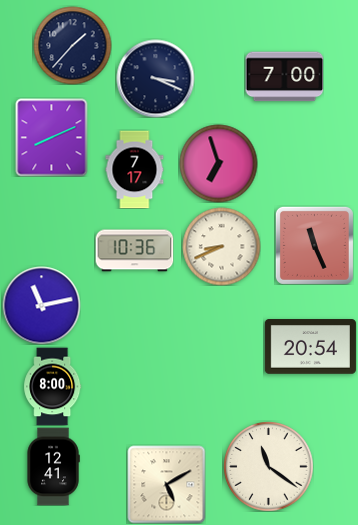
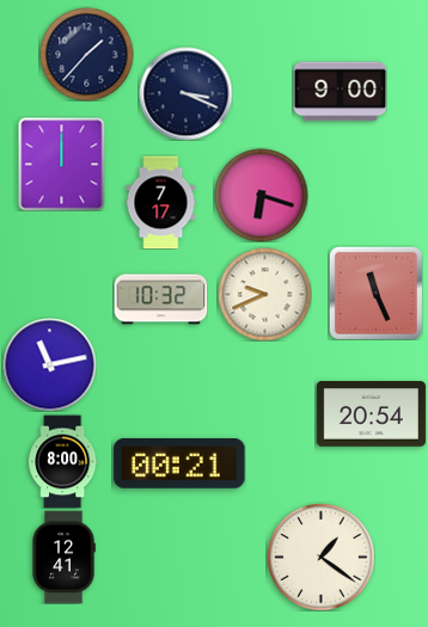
clock at (284, 77): 7:00 -> 9:00
clock at (52, 137): 8:11 -> 12:00
clock at (218, 163): 6:57 -> 6:18
clock at (221, 246): 8:41 -> 9:41
clock at (134, 251): 10:36 -> 10:32
clock at (179, 463): none -> 00:21
clock at (268, 466): 11:21 -> 1:21
clock at (166, 484): 5:10 -> none
